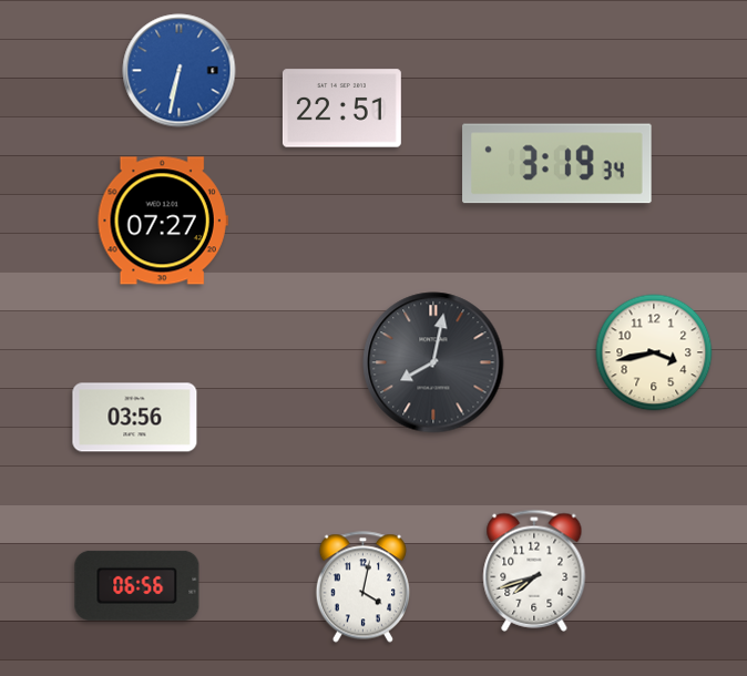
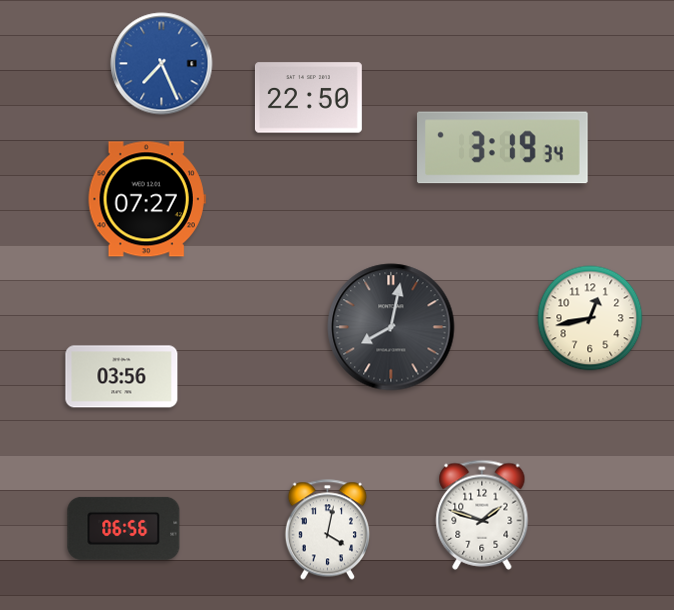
clock at (180, 71): 6:32 -> 7:26
clock at (341, 109): 22:51 -> 22:50
clock at (654, 352): 3:43 -> 12:43
clock at (534, 571): 7:42 -> 1:48
